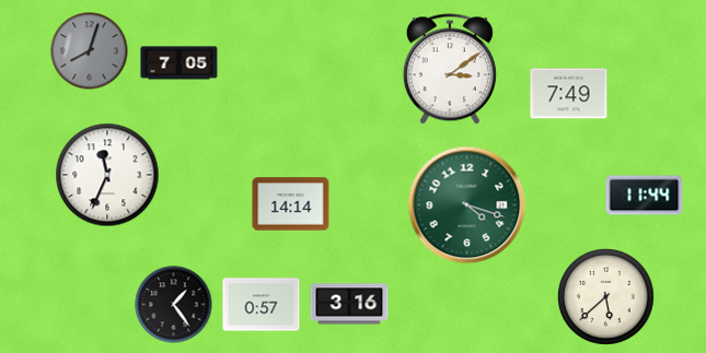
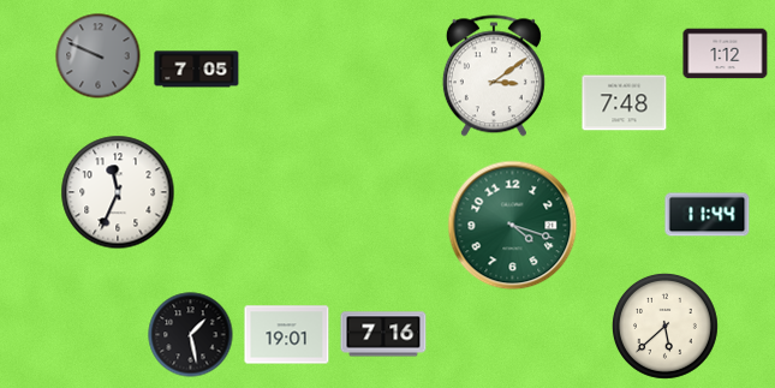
clock at (726, 54): none -> 1:12
clock at (90, 51): 8:03 -> 9:49
clock at (569, 94): 7:49 -> 7:48
clock at (291, 204): 14:14 -> none
clock at (349, 304): 3:16 -> 7:16
clock at (174, 305): 1:24 -> 1:28
clock at (262, 305): 0:57 -> 19:01
